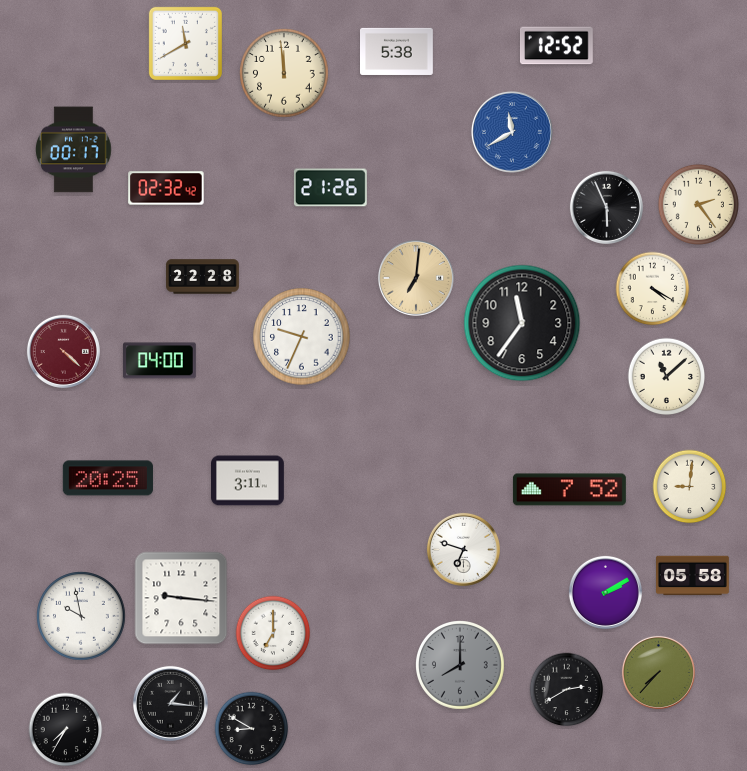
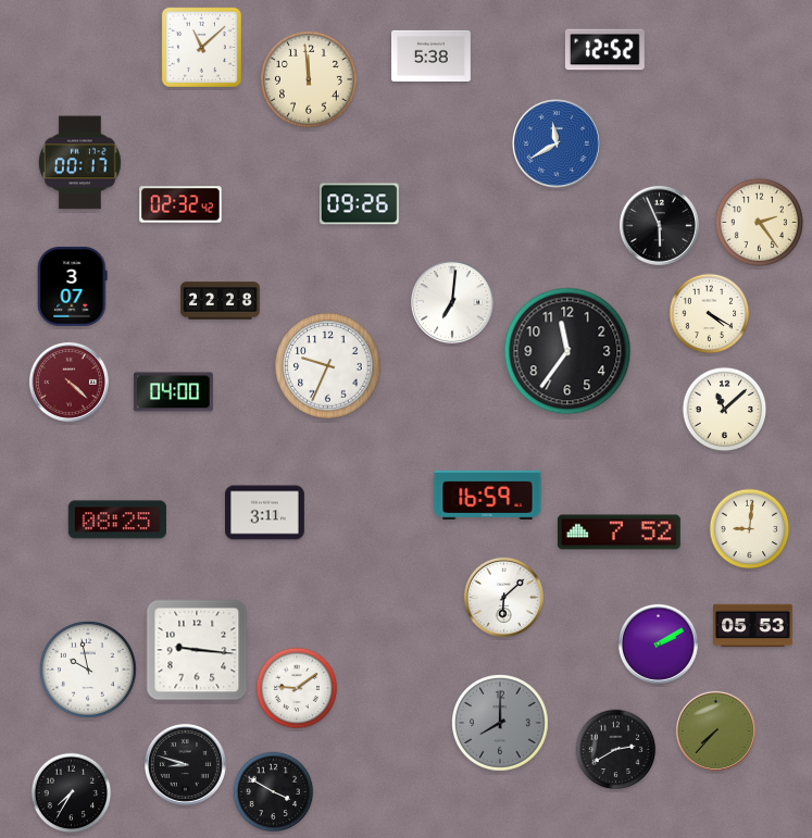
clock at (185, 43): 11:40 -> 11:08
clock at (330, 188): 21:26 -> 09:26
clock at (73, 286): none -> 3:07
clock at (416, 278) dial: champagne -> white
clock at (488, 495): none -> 16:59
clock at (108, 478): 20:25 -> 08:25
clock at (248, 481) position: (248, 481) -> (265, 513)
clock at (463, 549): 6:48 -> 6:08
clock at (693, 576): 05:58 -> 05:53
clock at (273, 633): 7:00 -> 9:09
clock at (170, 703): 1:16 -> 8:48
clock at (252, 729): 8:50 -> 3:50
